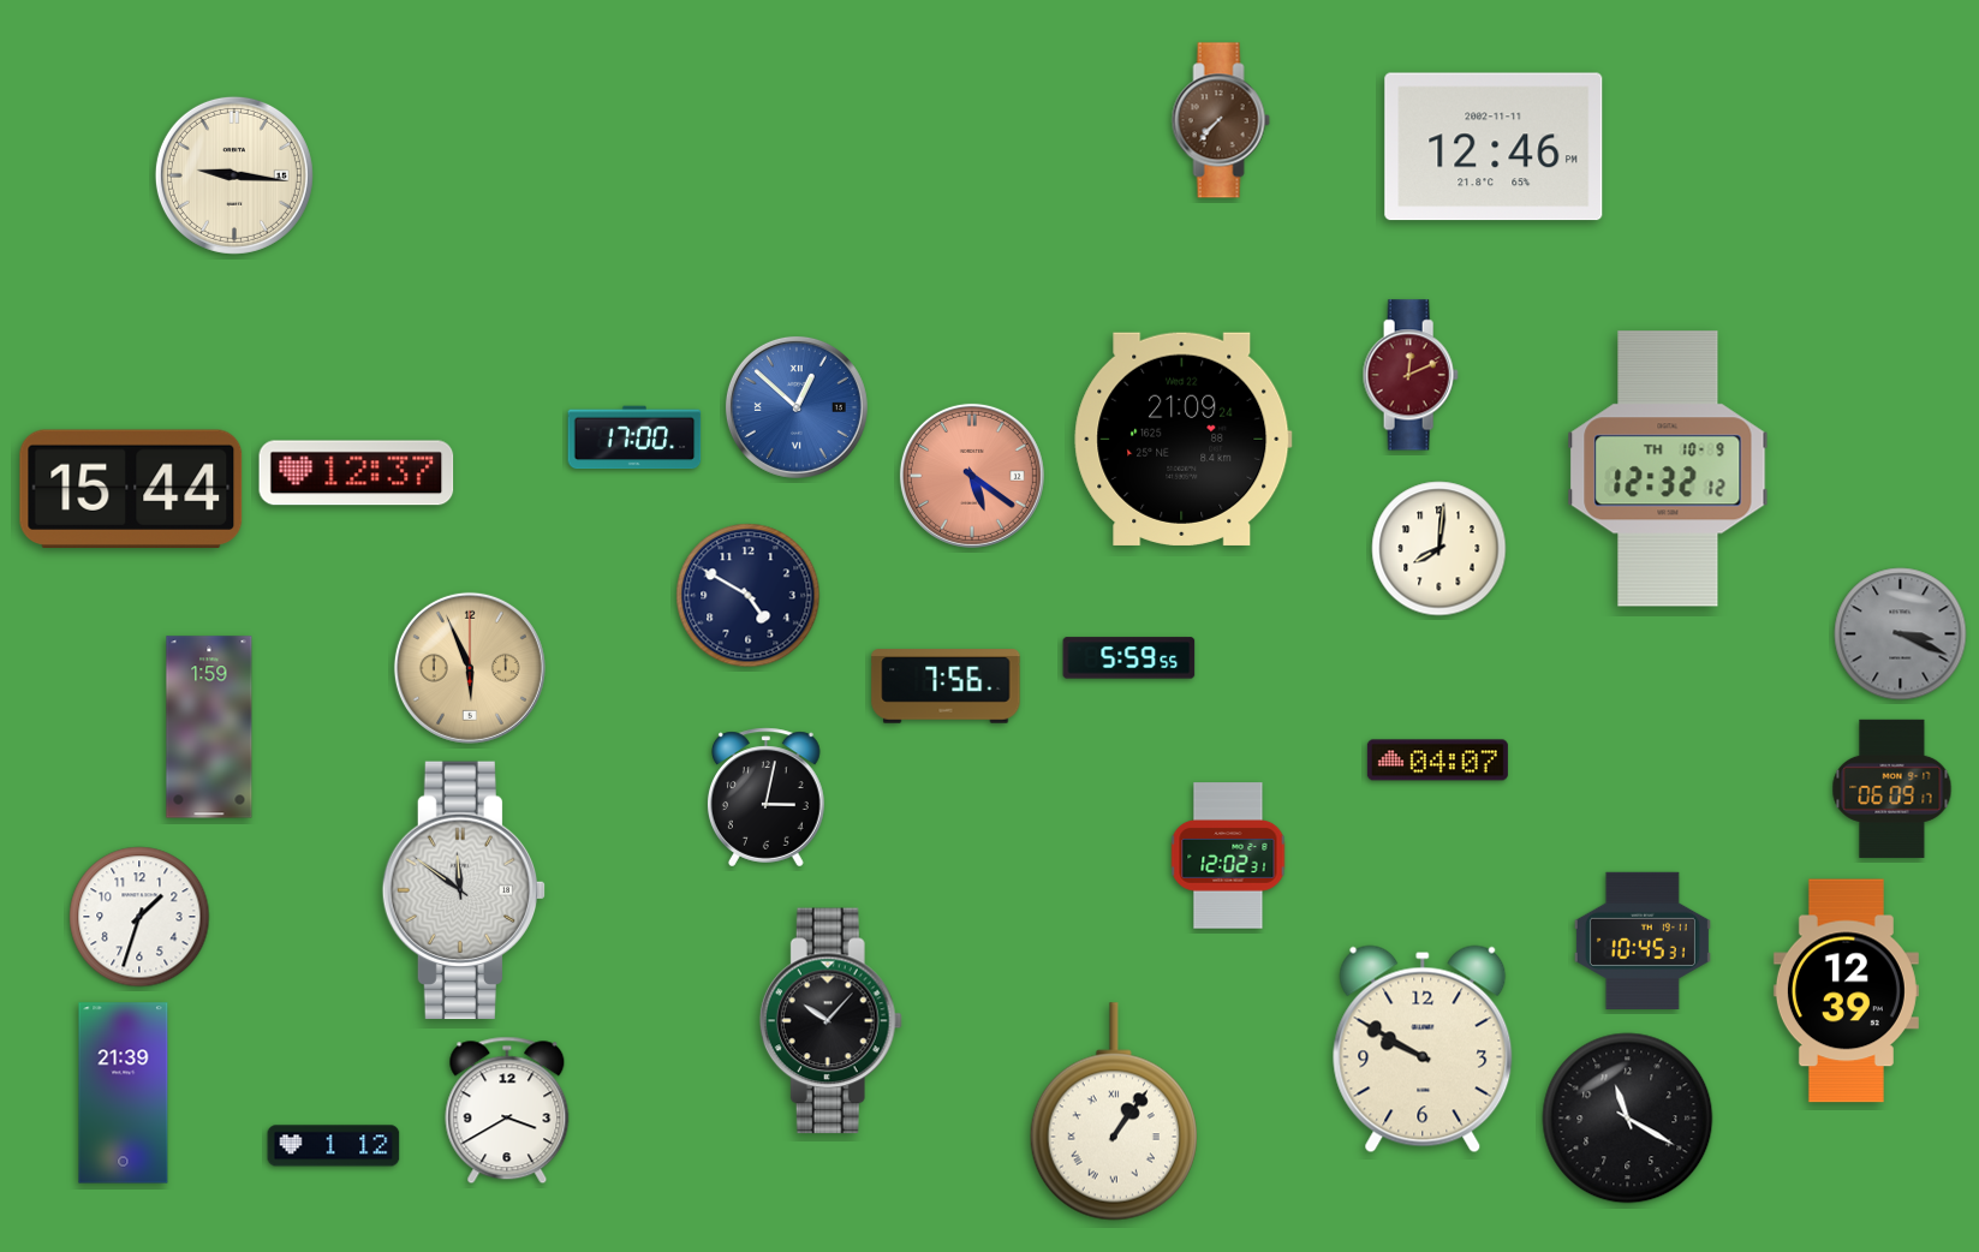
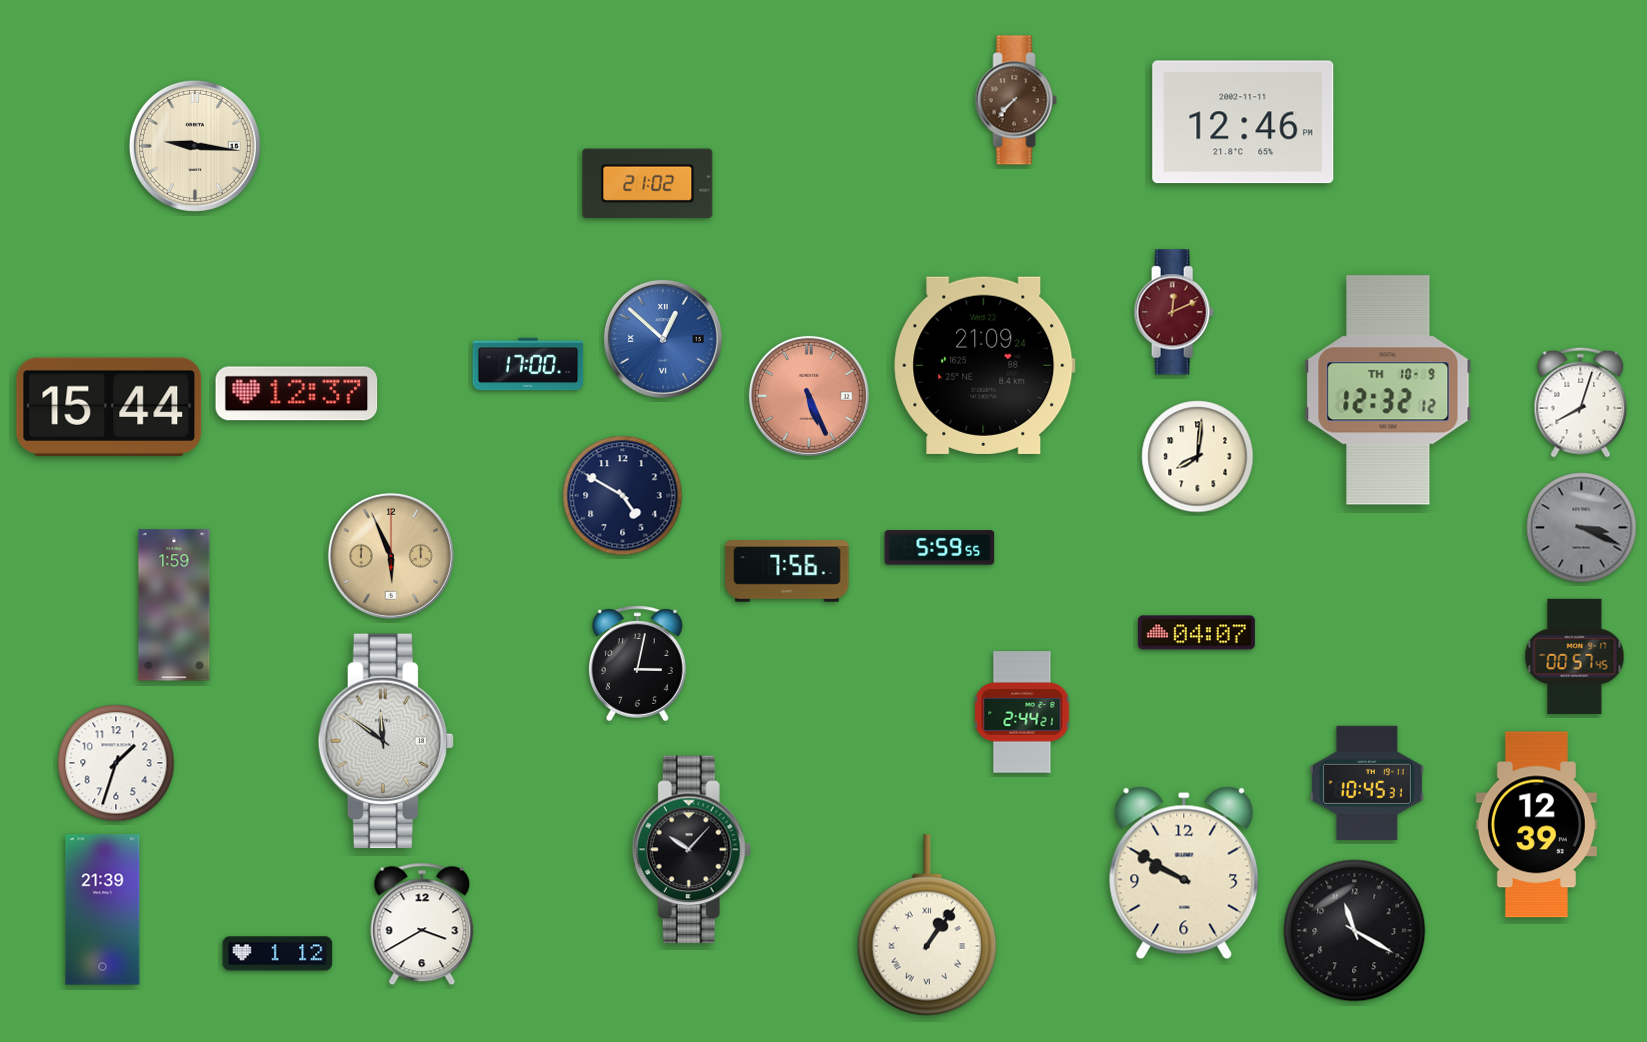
clock at (648, 184): none -> 21:02
clock at (972, 476): 5:21 -> 5:26
clock at (1581, 402): none -> 8:03
clock at (1892, 788): 06:09 -> 00:57
clock at (1228, 855): 12:02 -> 2:44
